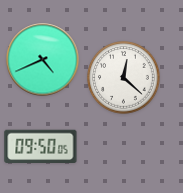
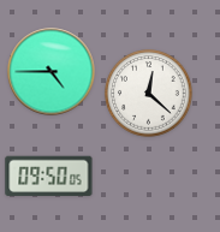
clock at (43, 60): 4:41 -> 4:45
